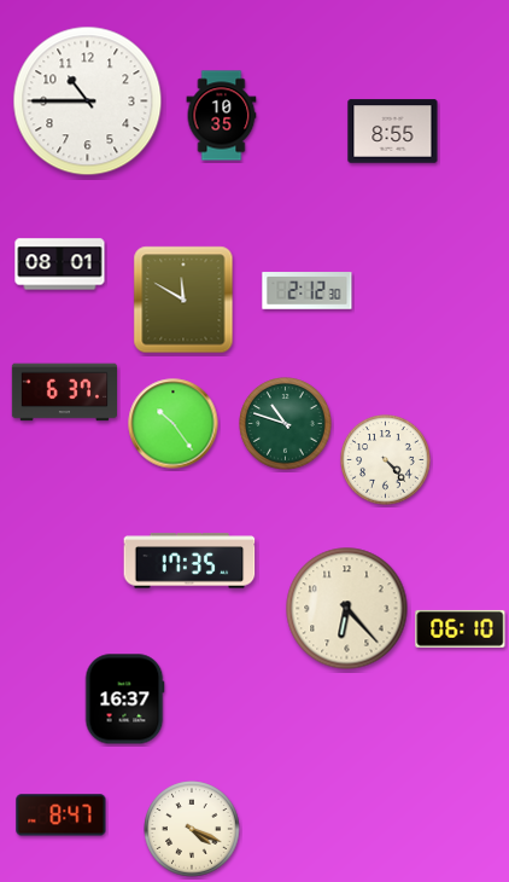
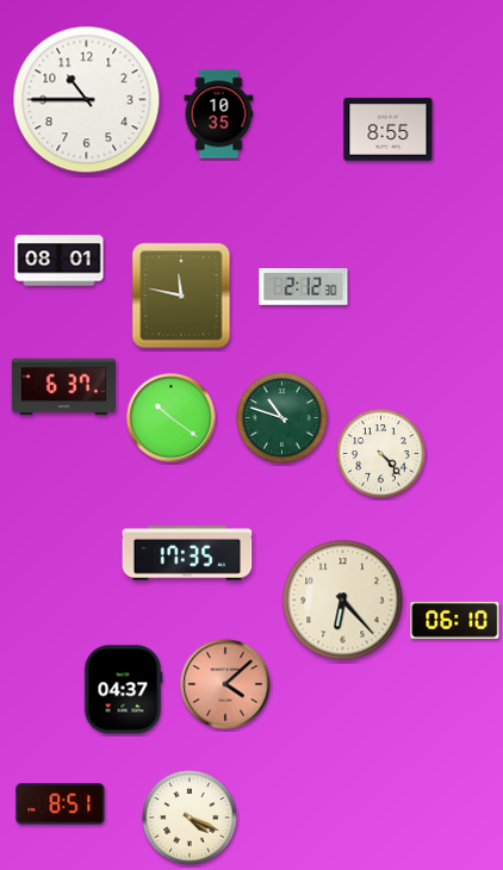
clock at (183, 300): 11:50 -> 11:47
clock at (174, 424): 10:24 -> 10:21
clock at (225, 684): none -> 4:08
clock at (124, 700): 16:37 -> 04:37
clock at (62, 816): 8:47 -> 8:51
